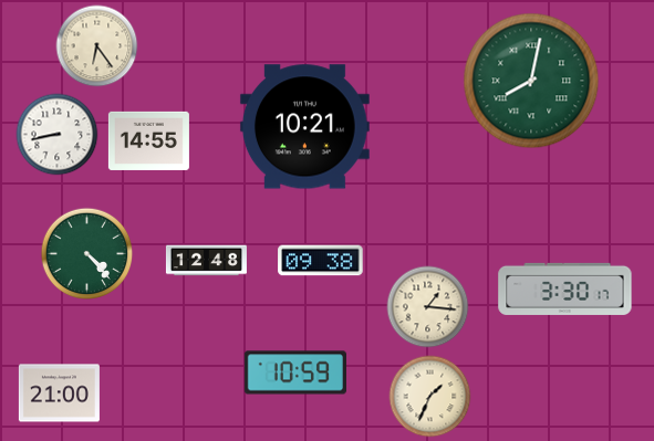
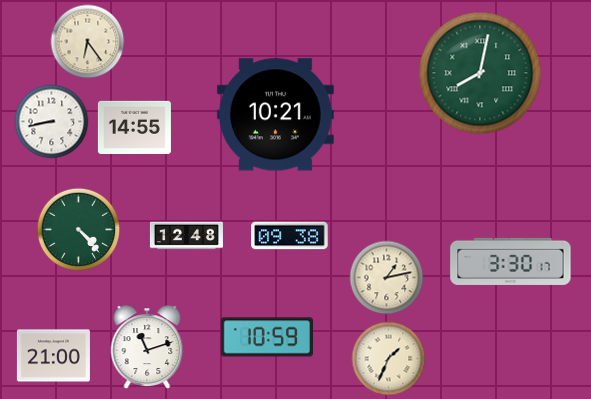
clock at (428, 307): 1:16 -> 1:13
clock at (147, 347): none -> 11:12
